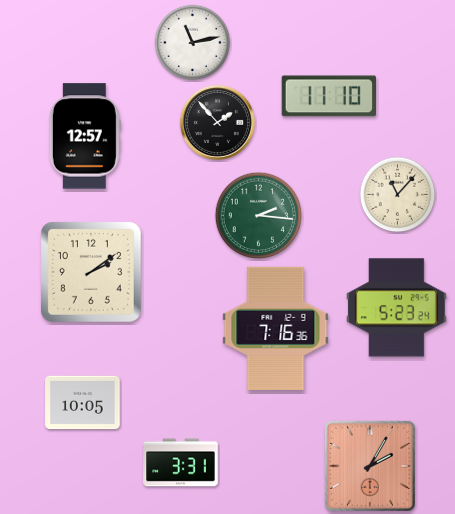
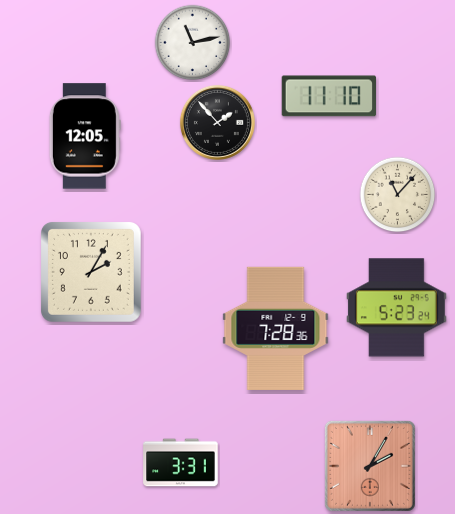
clock at (85, 136): 12:57 -> 12:05
clock at (258, 215): 2:16 -> none
clock at (91, 272): 2:09 -> 2:05
clock at (276, 328): 7:16 -> 7:28
clock at (83, 403): 10:05 -> none
